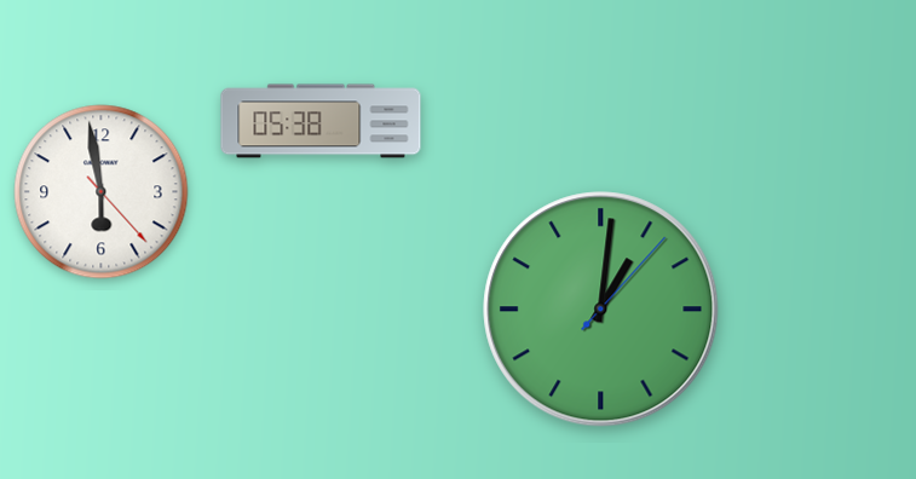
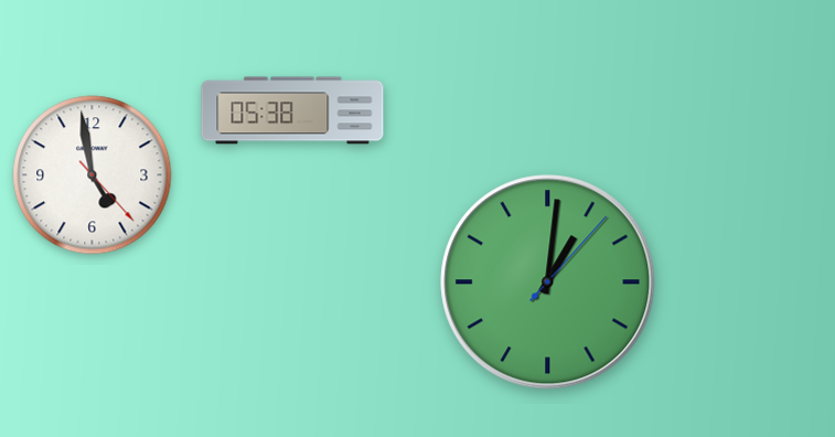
clock at (102, 192): 5:58 -> 4:58
